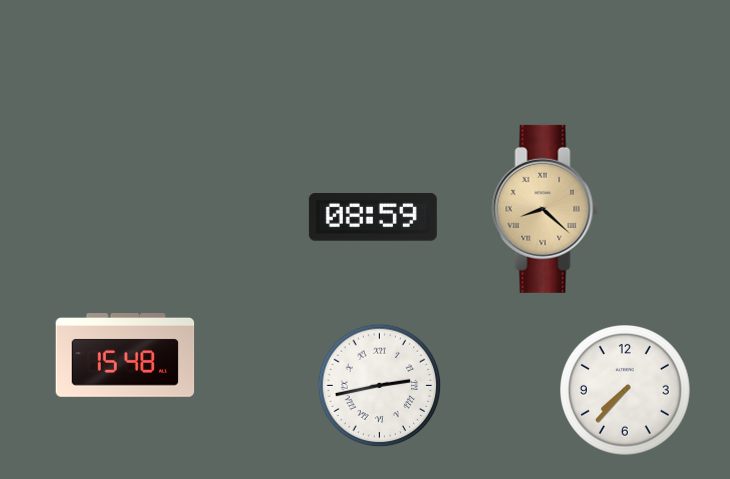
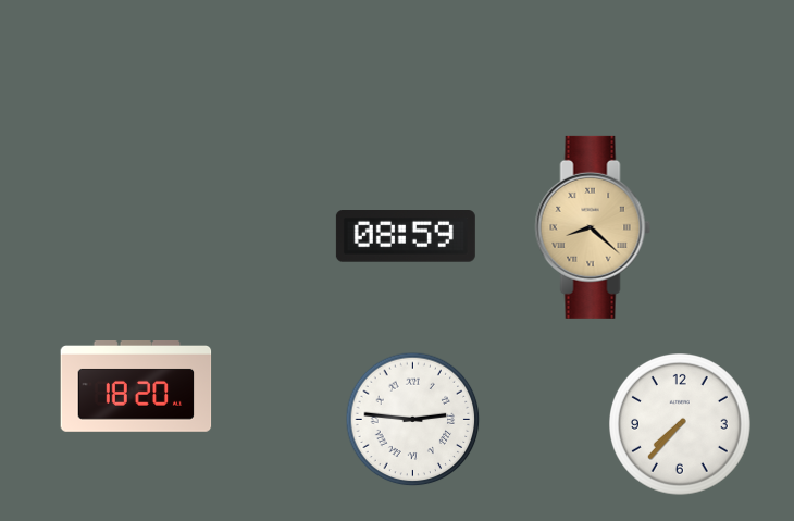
clock at (125, 356): 15:48 -> 18:20
clock at (380, 386): 2:43 -> 2:46
